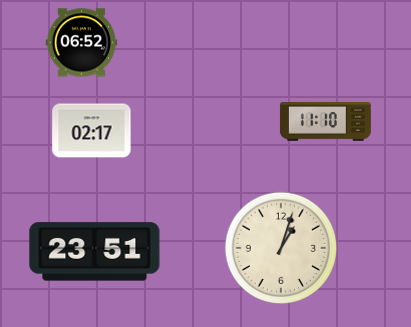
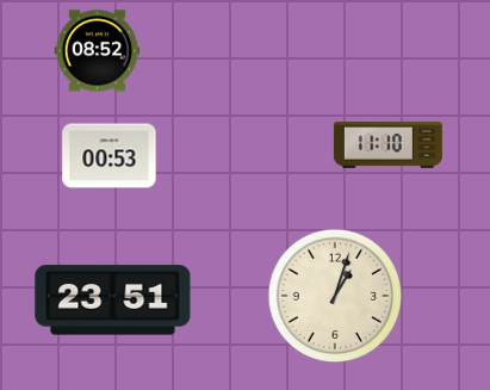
clock at (82, 43): 06:52 -> 08:52
clock at (92, 131): 02:17 -> 00:53
